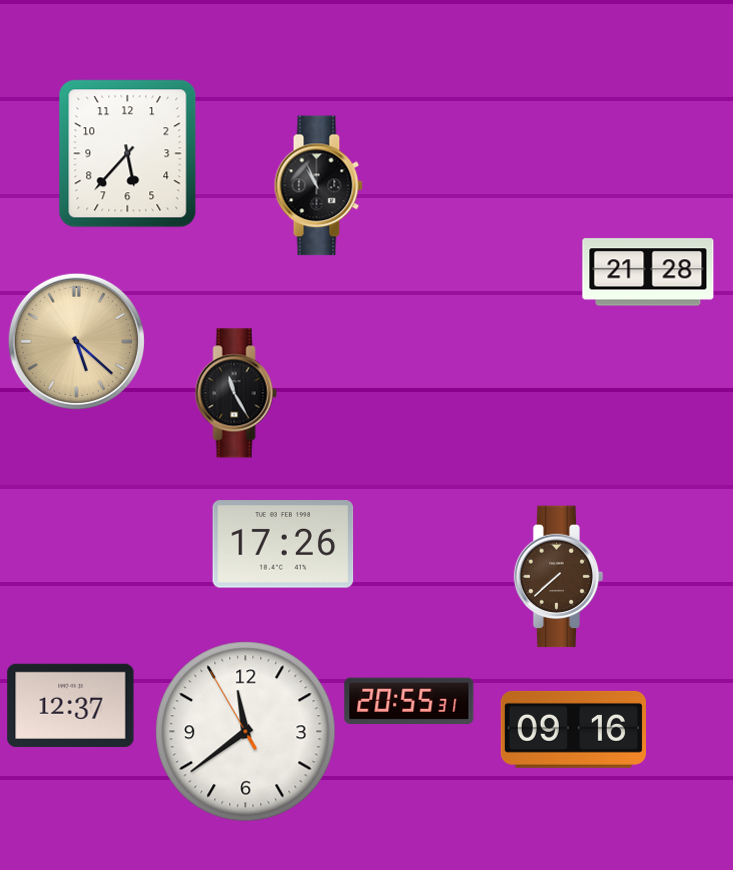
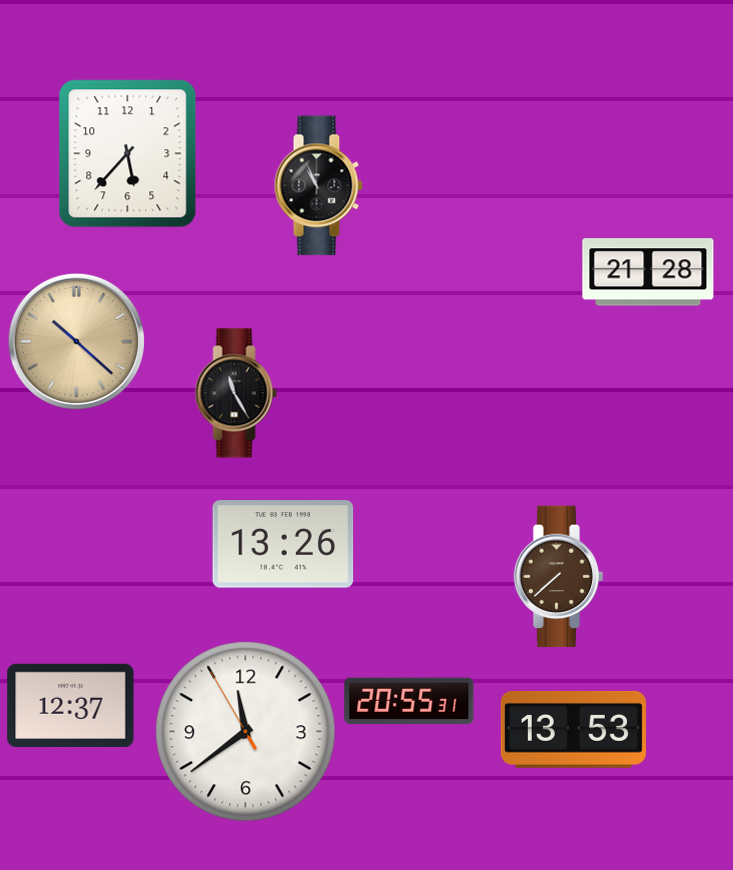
clock at (76, 341): 5:22 -> 10:22
clock at (283, 544): 17:26 -> 13:26
clock at (573, 729): 09:16 -> 13:53
